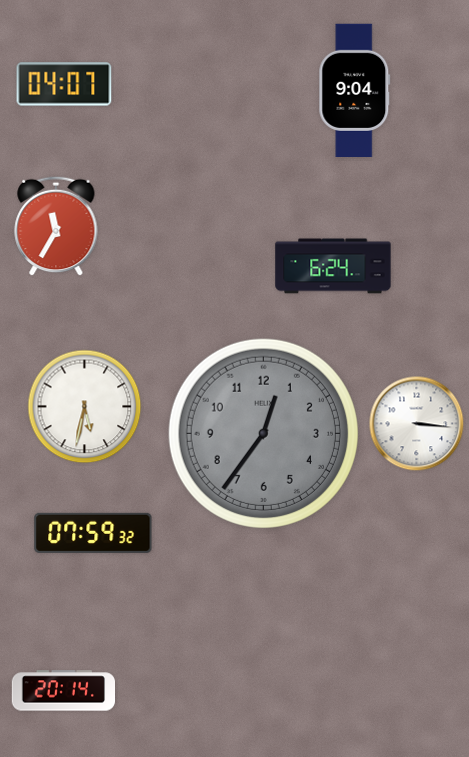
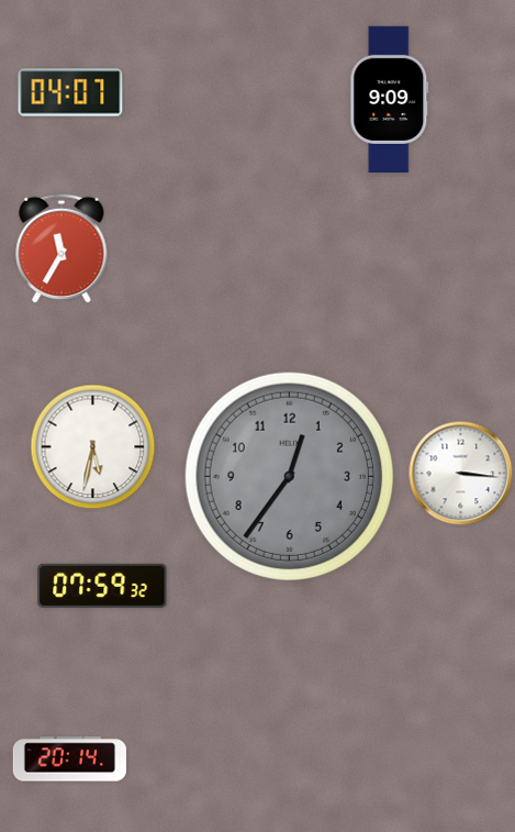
clock at (355, 90): 9:04 -> 9:09
clock at (333, 266): 6:24 -> none
clock at (417, 424) position: (417, 424) -> (461, 474)
